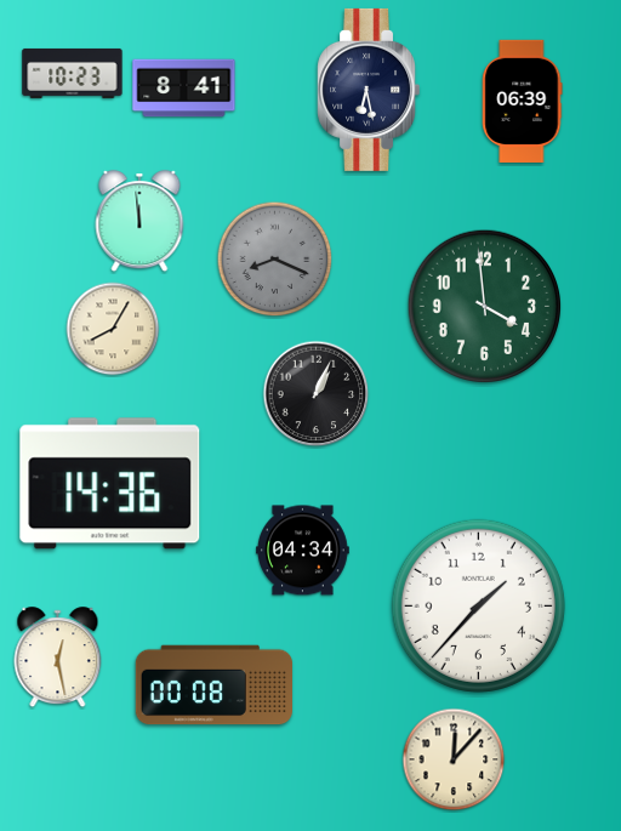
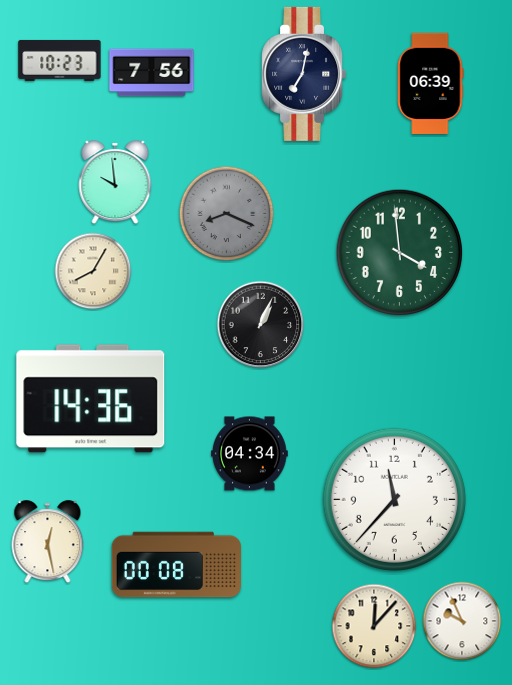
clock at (184, 89): 8:41 -> 7:56
clock at (368, 90): 6:28 -> 7:02
clock at (139, 222): 11:59 -> 9:59
clock at (478, 605): 1:37 -> 11:37
clock at (462, 621): none -> 9:56
